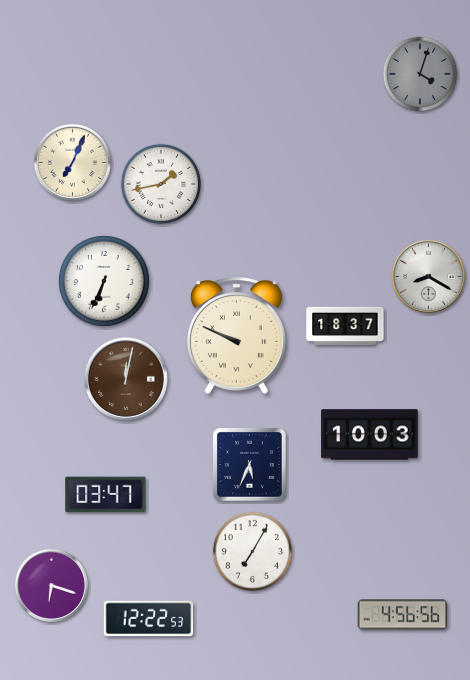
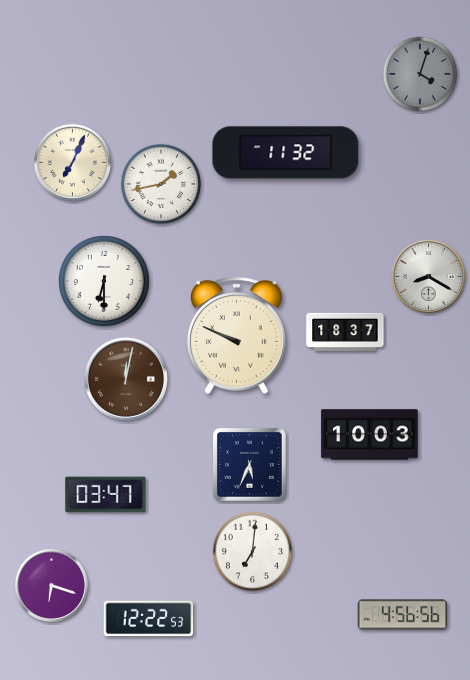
clock at (286, 153): none -> 11:32
clock at (104, 281): 6:34 -> 6:30
clock at (345, 326) position: (345, 326) -> (345, 332)
clock at (253, 552): 7:05 -> 7:01
